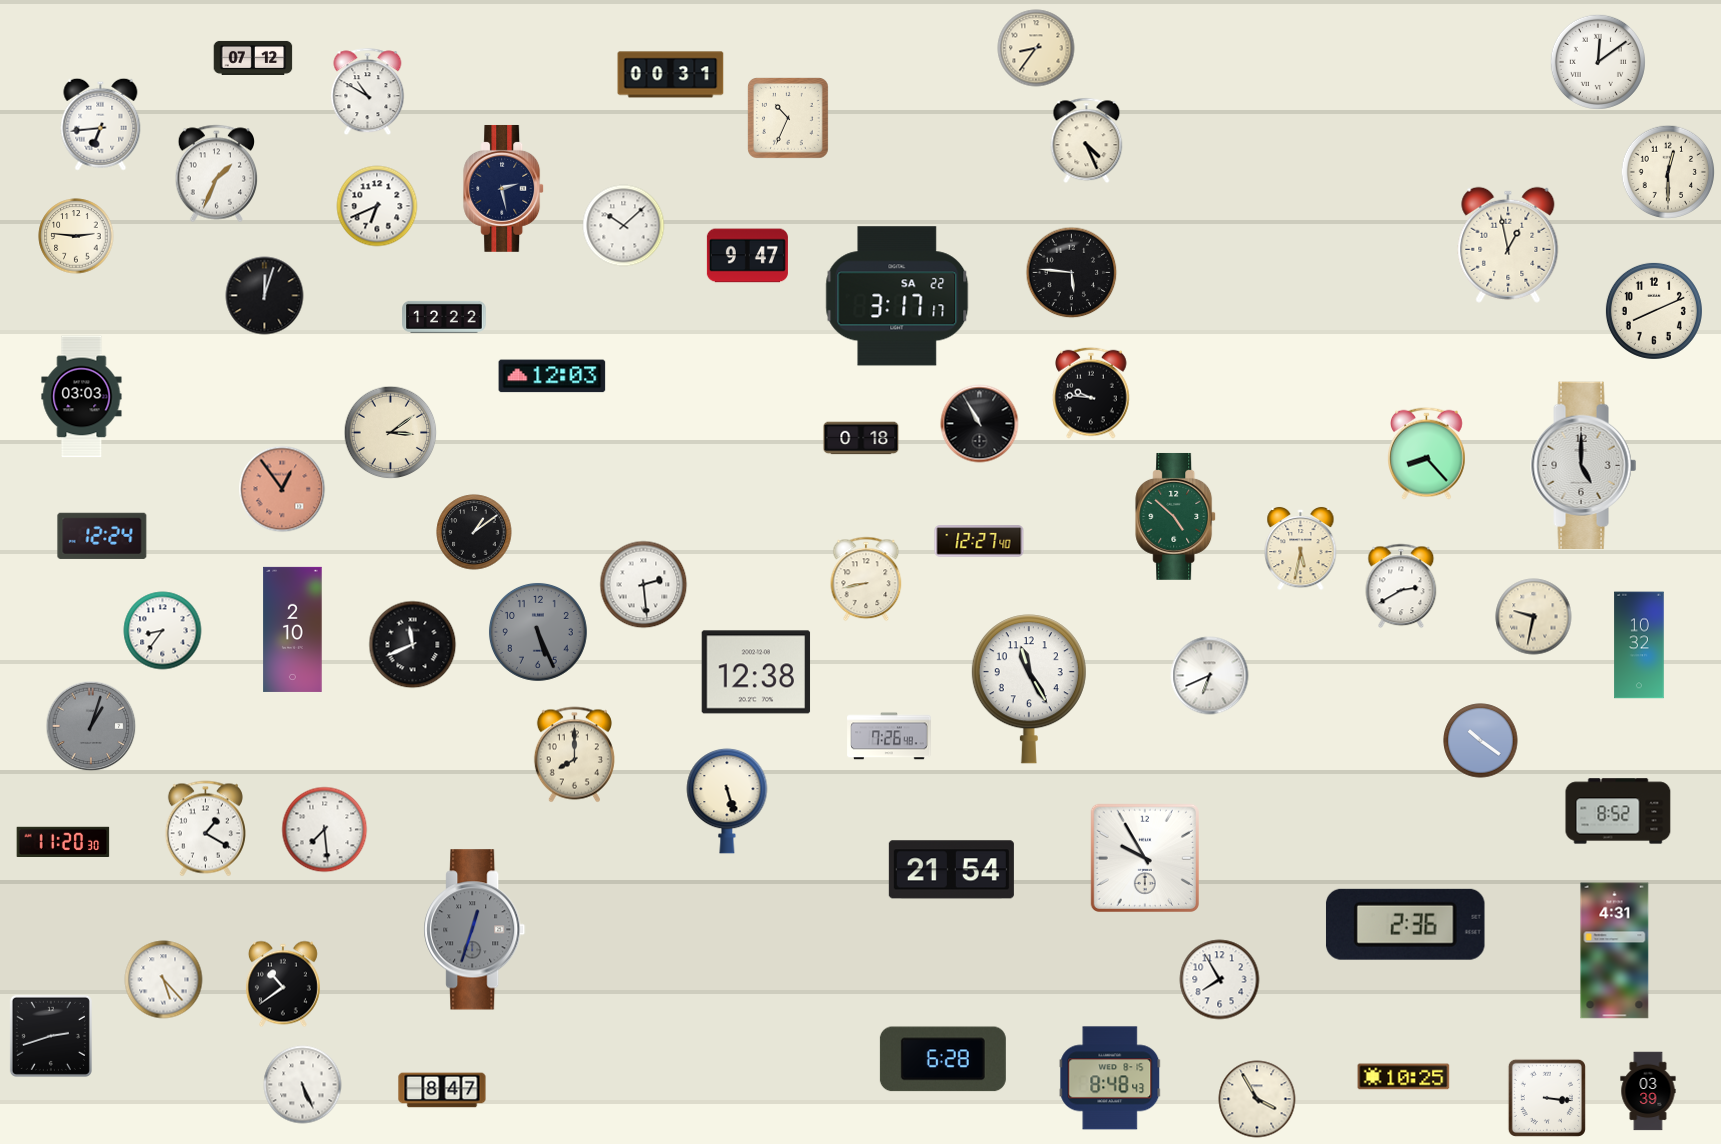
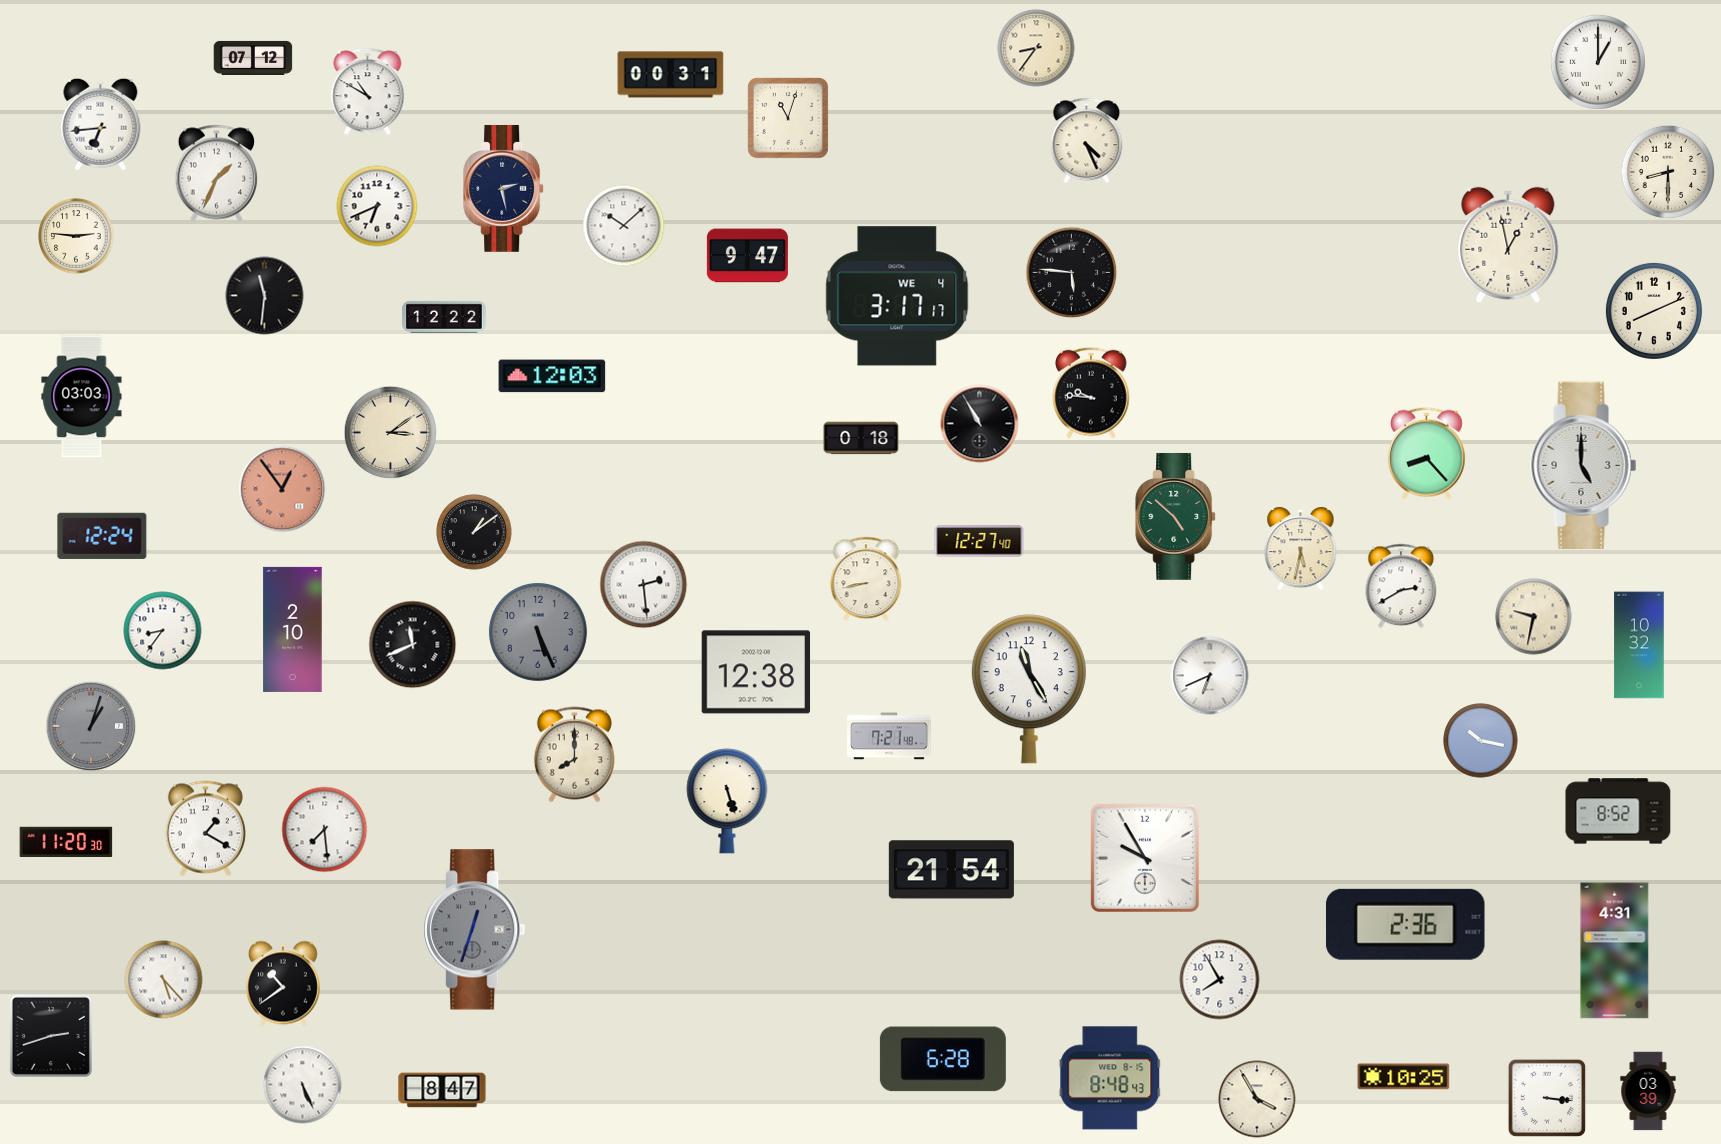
clock at (1598, 62): 12:09 -> 1:00
clock at (789, 119): 10:34 -> 11:03
clock at (1668, 172): 12:30 -> 8:30
clock at (265, 296): 12:03 -> 11:31
clock at (897, 296) date: SA 22 -> WE 4
clock at (889, 736): 7:26 -> 7:21
clock at (1481, 741): 10:21 -> 10:17
clock at (63, 841) position: (63, 841) -> (66, 841)
